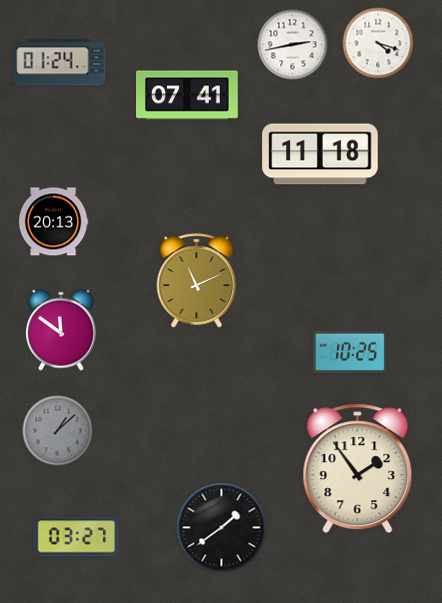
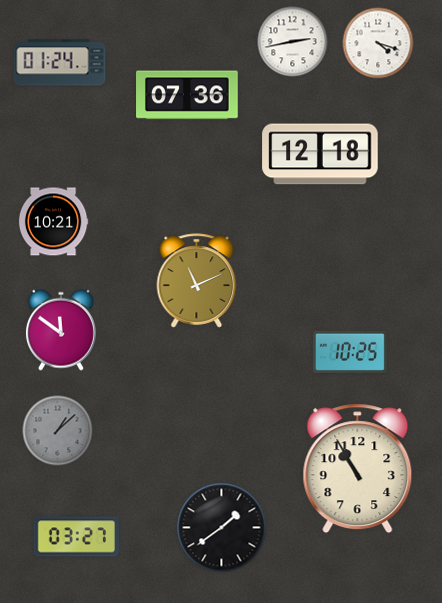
clock at (293, 45) position: (293, 45) -> (293, 42)
clock at (187, 95): 07:41 -> 07:36
clock at (320, 154): 11:18 -> 12:18
clock at (53, 222): 20:13 -> 10:21
clock at (358, 469): 1:54 -> 10:55
